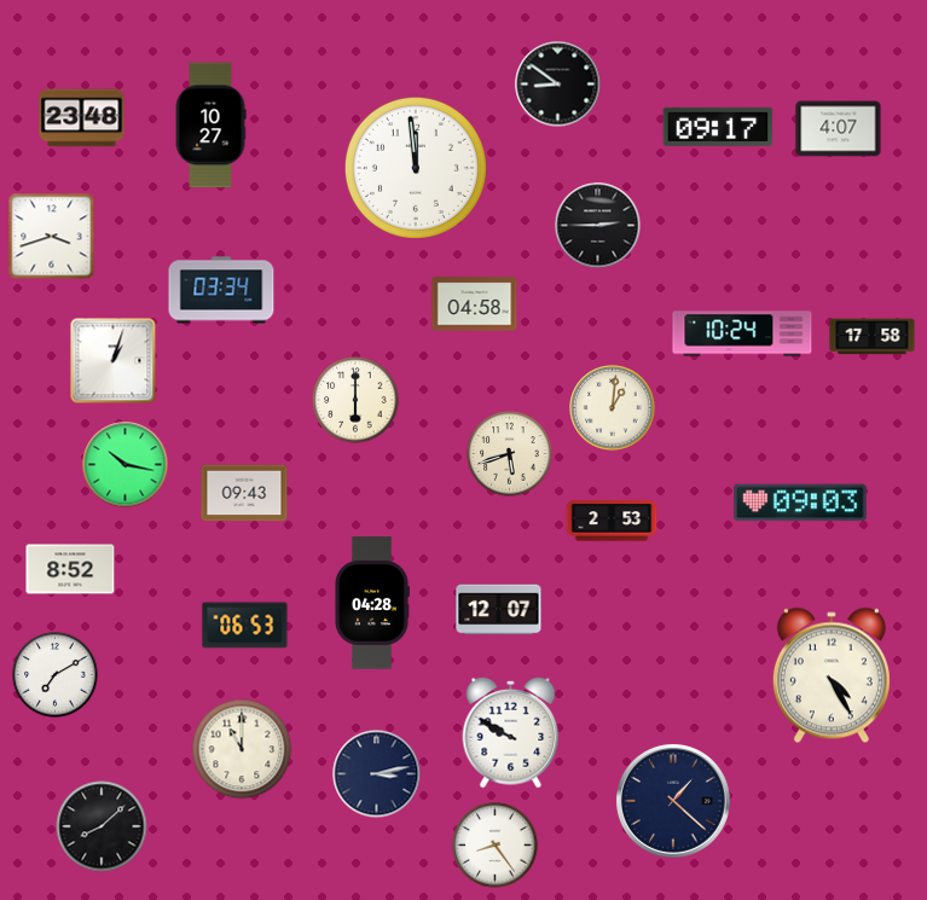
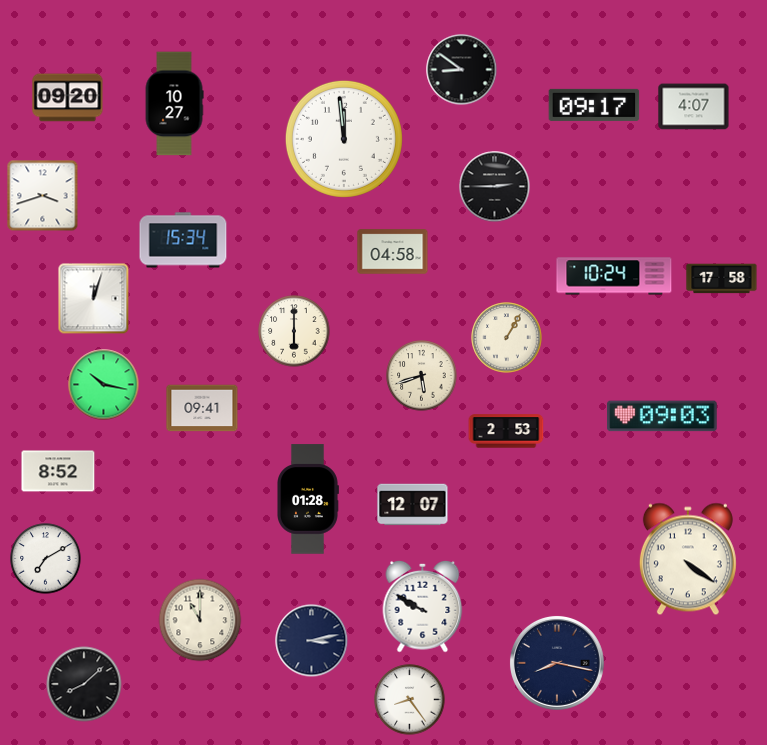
clock at (82, 118): 23:48 -> 09:20
clock at (221, 290): 03:34 -> 15:34
clock at (114, 361): 1:03 -> 12:03
clock at (613, 408): 1:01 -> 1:05
clock at (244, 493): 09:43 -> 09:41
clock at (372, 603): 04:28 -> 01:28
clock at (245, 626): 06:53 -> none
clock at (832, 675): 4:25 -> 4:21
clock at (673, 801): 1:22 -> 8:17
